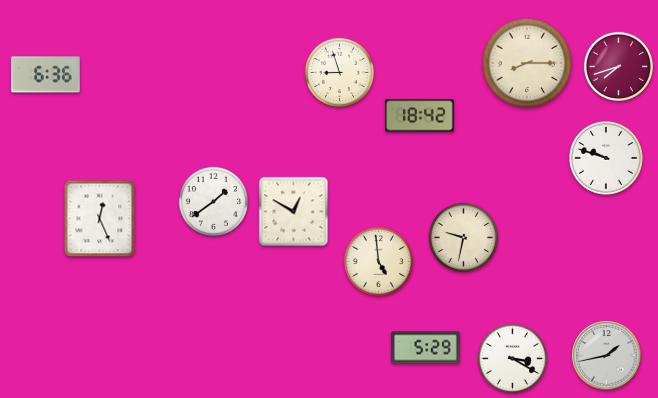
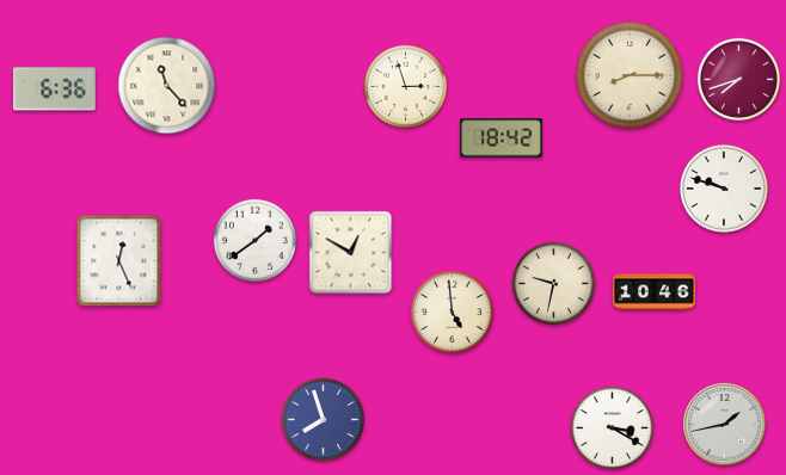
clock at (167, 86): none -> 11:23
clock at (339, 72): 8:57 -> 2:57
clock at (655, 292): none -> 10:46
clock at (426, 348): 5:29 -> none
clock at (323, 419): none -> 7:57
